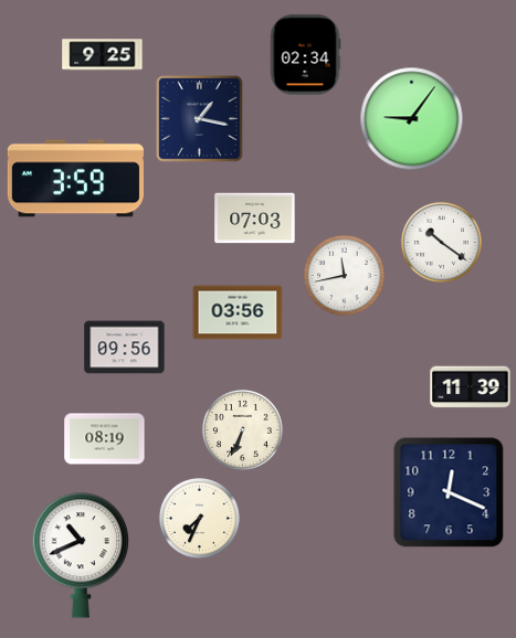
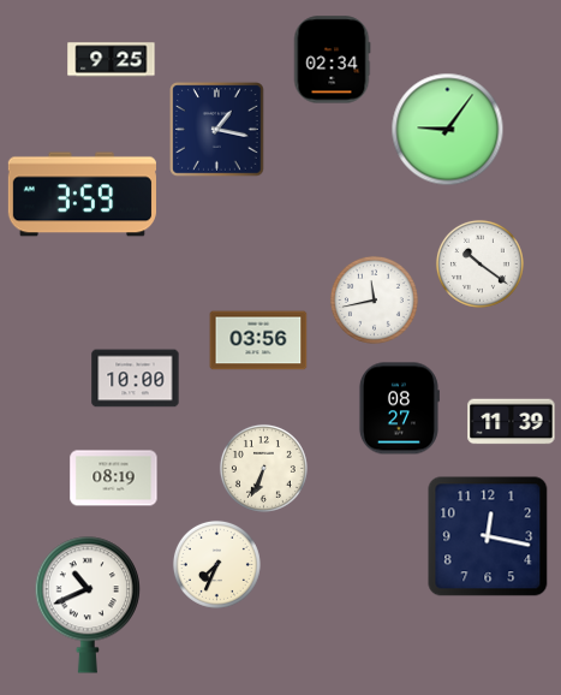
clock at (255, 219): 07:03 -> none
clock at (125, 348): 09:56 -> 10:00
clock at (399, 409): none -> 08:27
clock at (449, 492): 12:19 -> 12:17
